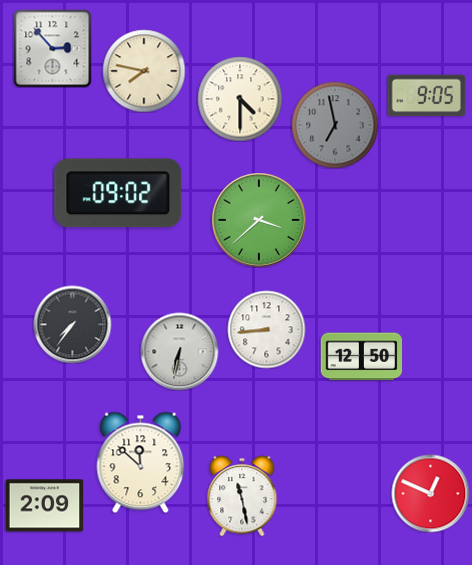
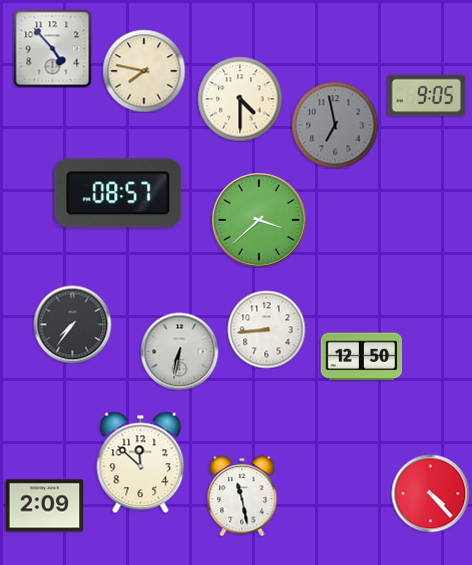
clock at (52, 48): 2:53 -> 4:53
clock at (118, 193): 09:02 -> 08:57
clock at (430, 493): 12:49 -> 4:23
